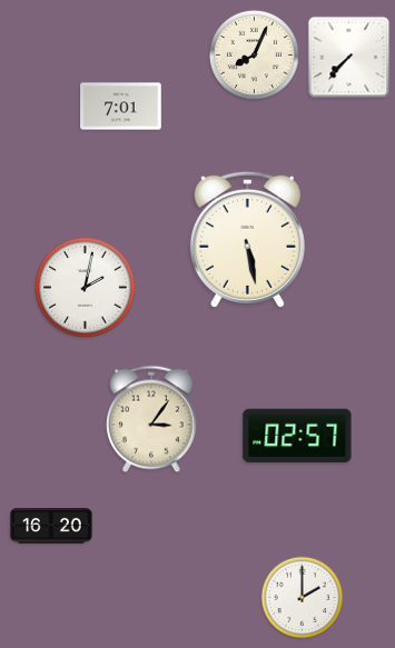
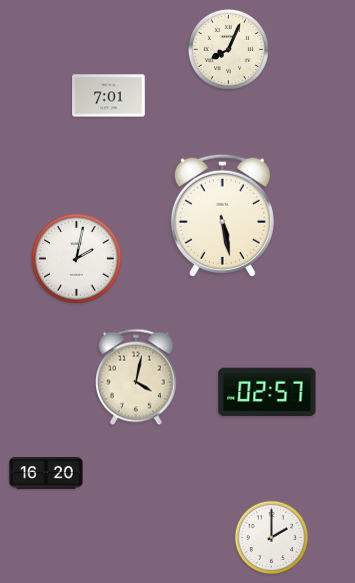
clock at (349, 58): 7:37 -> none
clock at (151, 419): 3:06 -> 4:02
